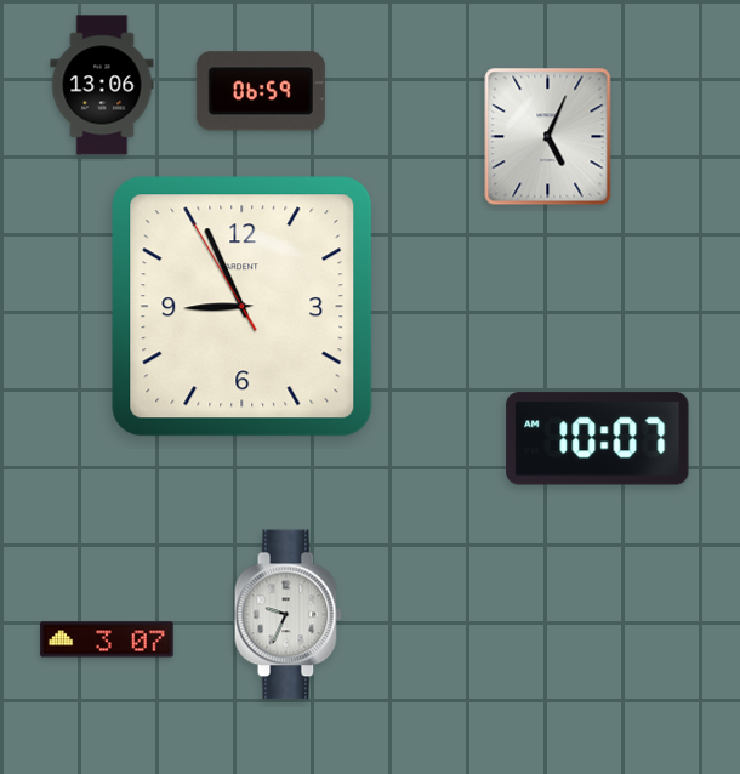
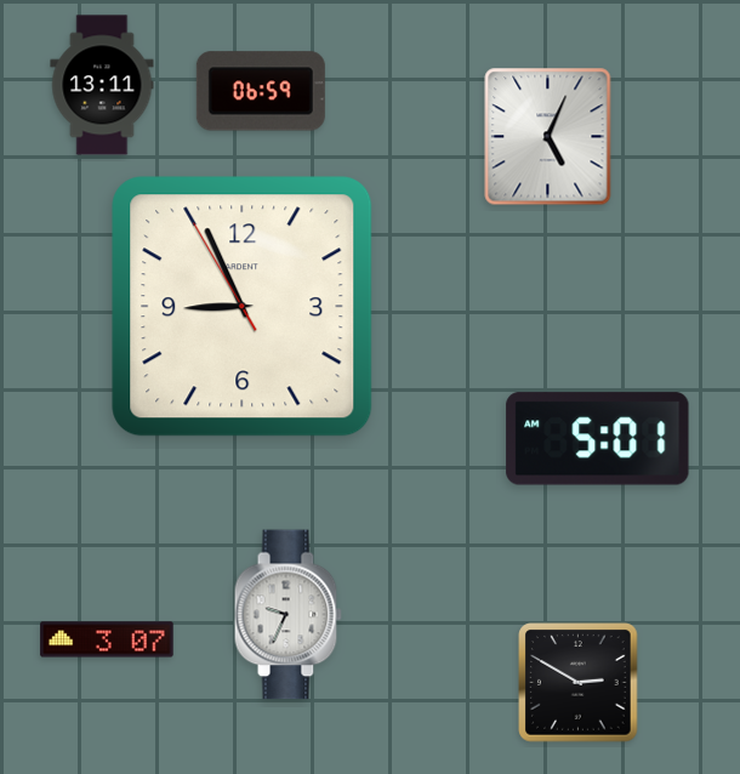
clock at (102, 85): 13:06 -> 13:11
clock at (598, 439): 10:07 -> 5:01
clock at (579, 683): none -> 2:50
